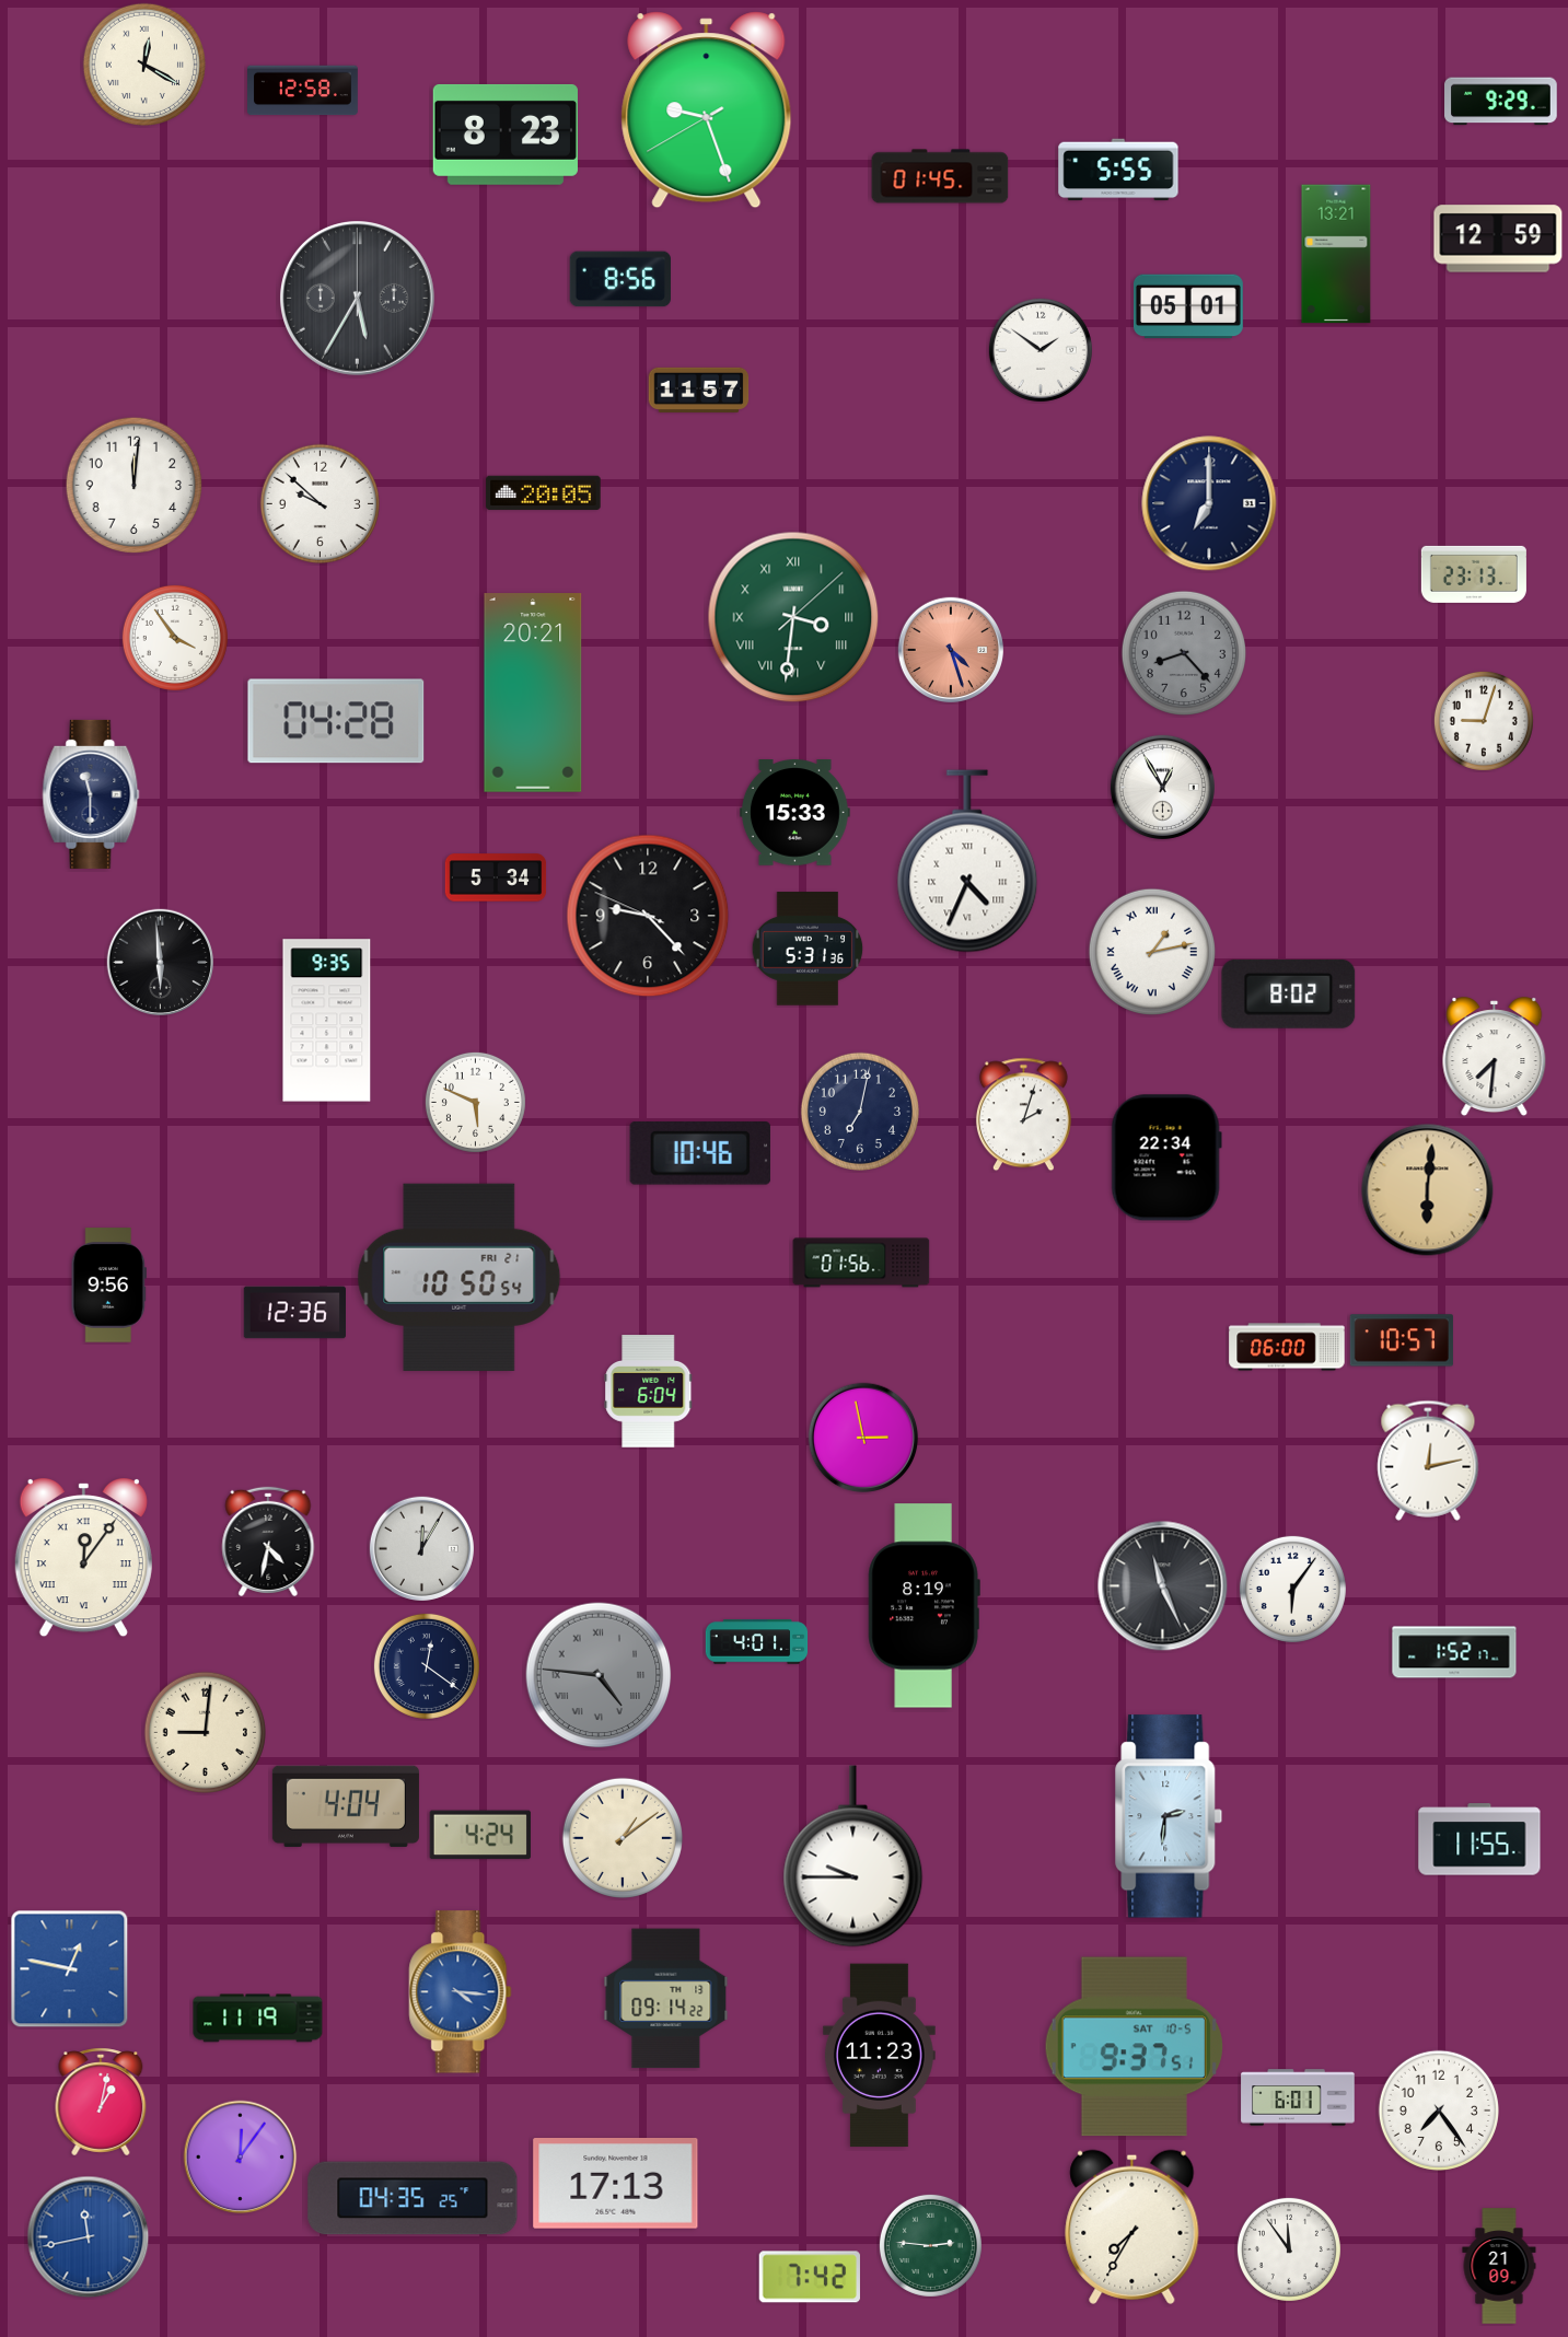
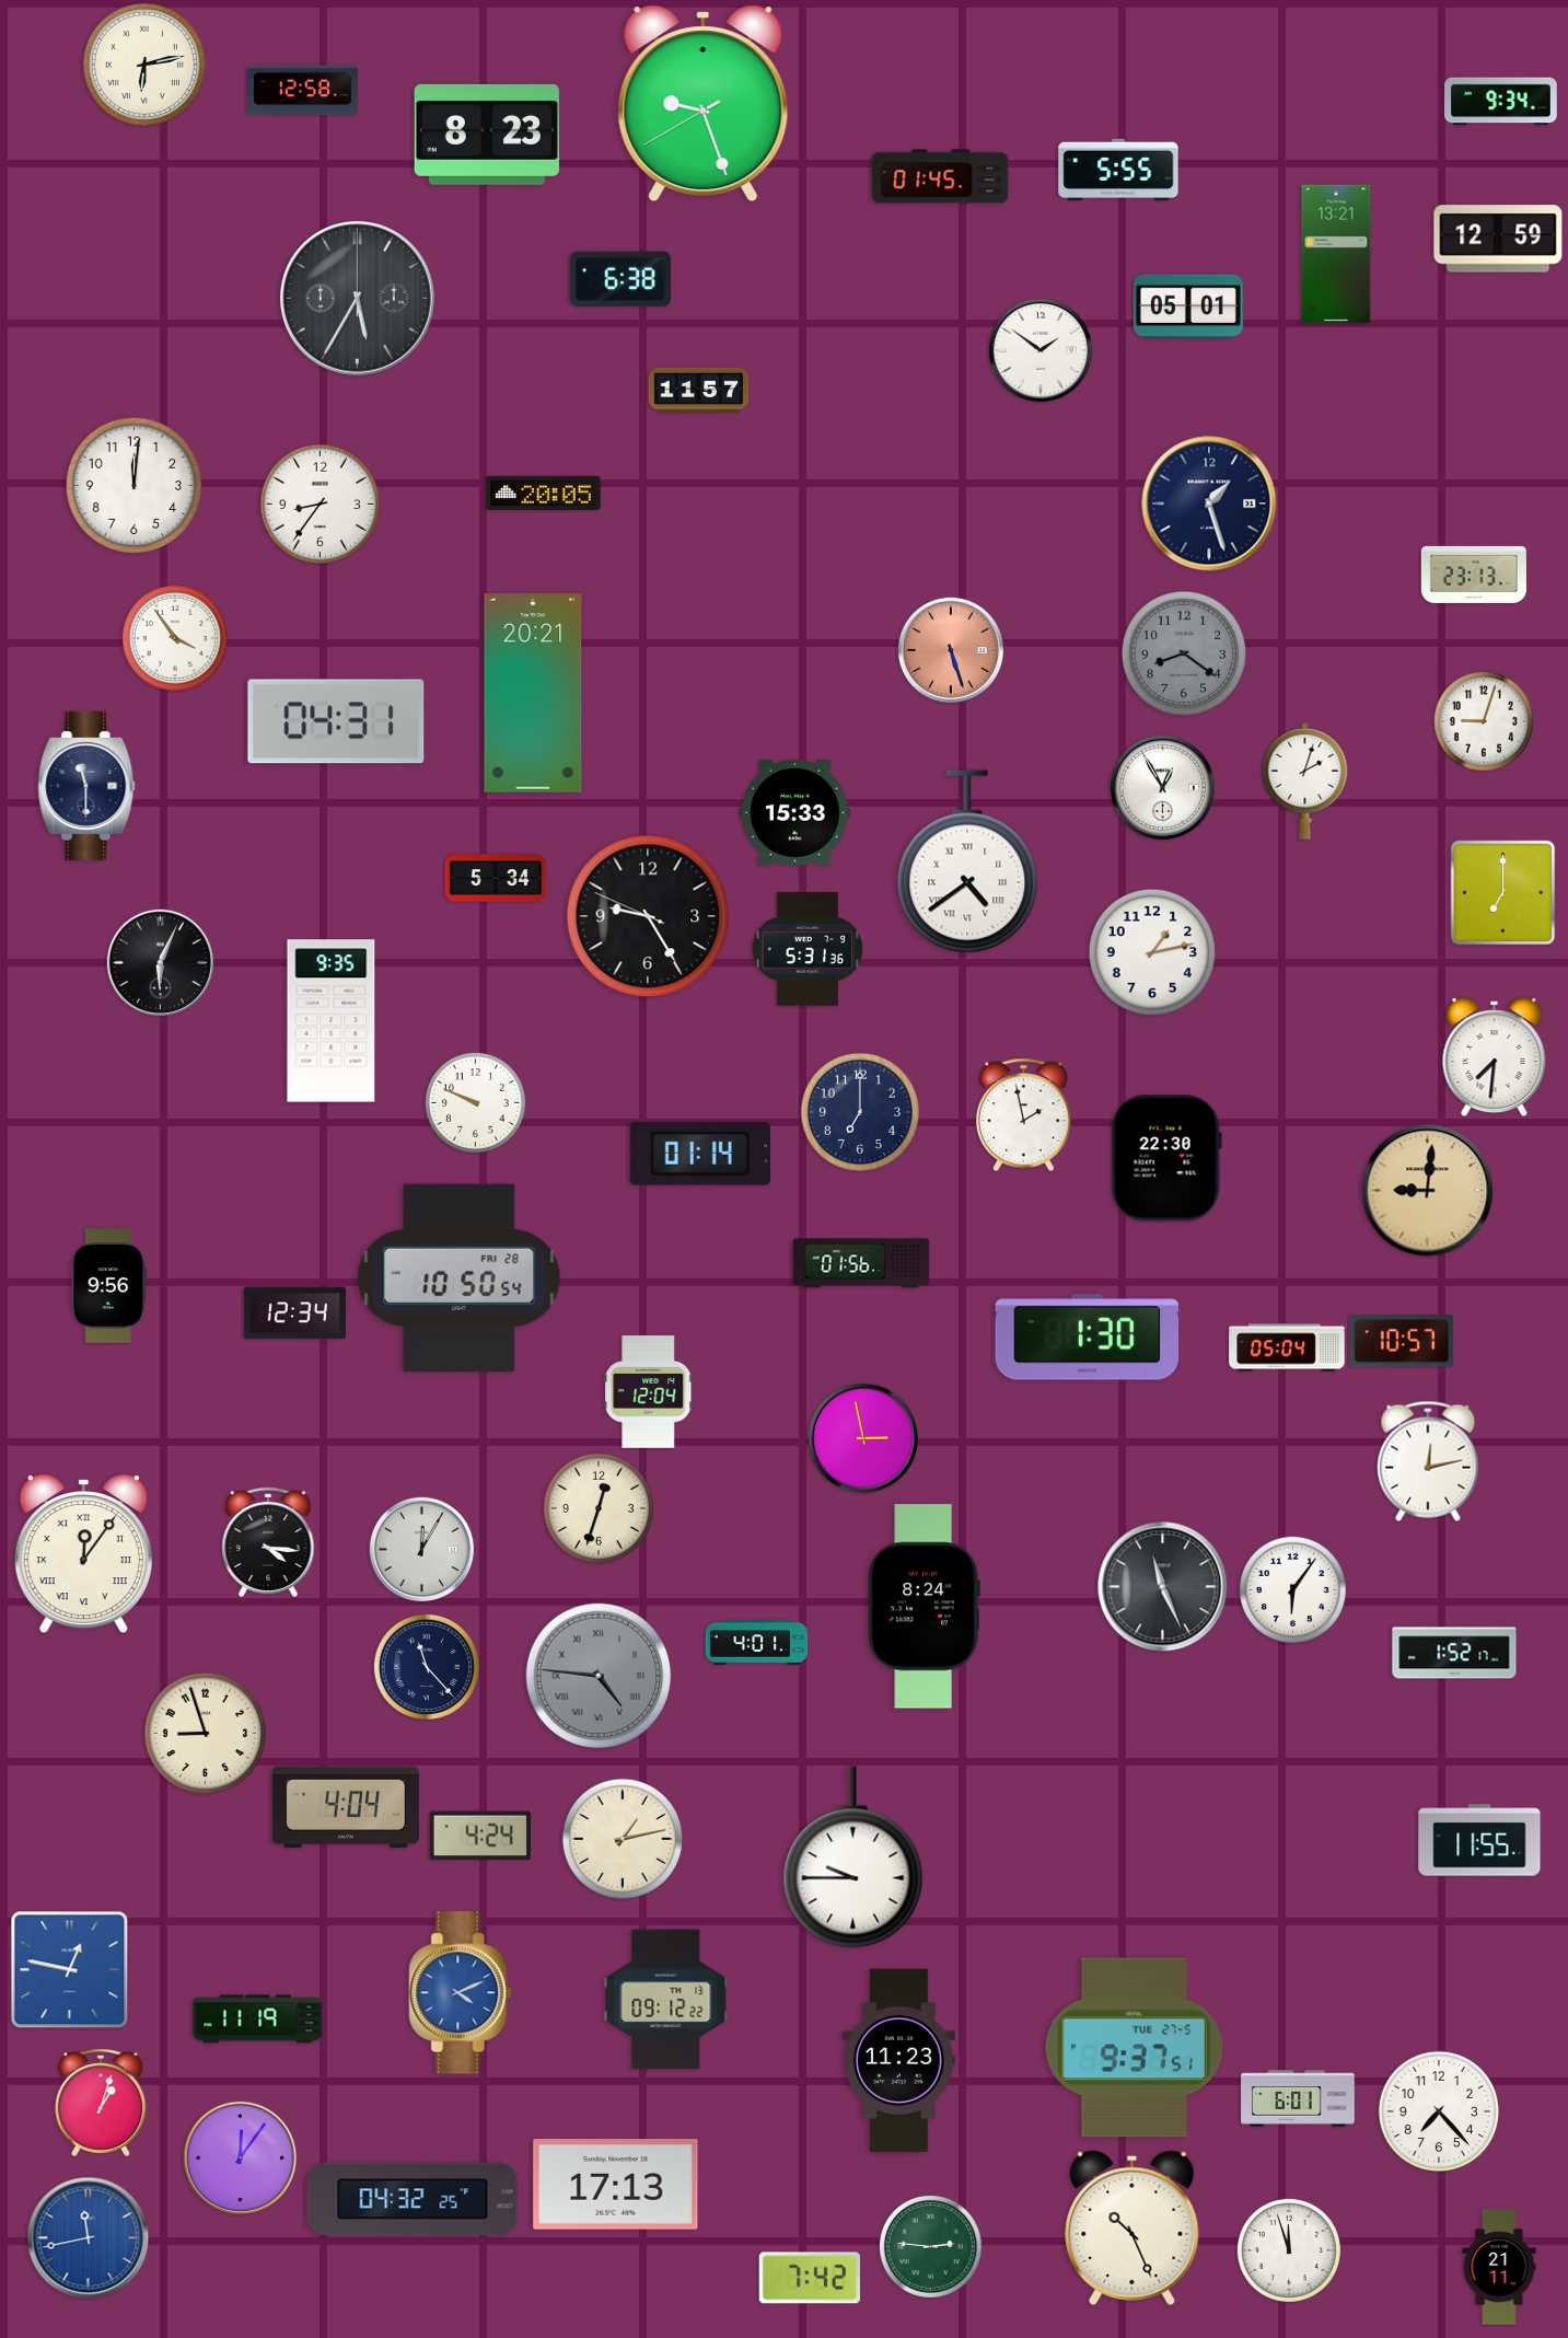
clock at (144, 65): 12:20 -> 6:13
clock at (1501, 102): 9:29 -> 9:34
clock at (707, 111) position: (707, 111) -> (704, 104)
clock at (506, 135) position: (506, 135) -> (487, 135)
clock at (619, 279): 8:56 -> 6:38
clock at (320, 503): 9:52 -> 8:36
clock at (1209, 503): 7:00 -> 1:27
clock at (793, 617): 3:31 -> none
clock at (950, 649): 4:27 -> 5:27
clock at (1183, 652): 8:23 -> 8:21
clock at (336, 721): 04:28 -> 04:31
clock at (1305, 780): none -> 2:03
clock at (91, 794) position: (91, 794) -> (86, 786)
clock at (967, 861): 4:34 -> 4:39
clock at (1503, 893): none -> 7:00
clock at (648, 916): 9:22 -> 9:24
clock at (1151, 951) numerals: Roman -> Arabic
clock at (160, 962): 5:59 -> 6:04
clock at (1289, 993): 8:02 -> none
clock at (327, 1021) position: (327, 1021) -> (332, 1021)
clock at (475, 1102): 5:49 -> 9:49
clock at (860, 1112): 7:02 -> 7:00
clock at (1023, 1115): 2:03 -> 1:58
clock at (699, 1153): 10:46 -> 01:14
clock at (1166, 1158): 22:34 -> 22:30
clock at (1428, 1190): 6:01 -> 9:01
clock at (460, 1277) date: FRI 21 -> FRI 28
clock at (294, 1313): 12:36 -> 12:34
clock at (1088, 1338): none -> 1:30
clock at (1287, 1347): 06:00 -> 05:04
clock at (649, 1392): 6:04 -> 12:04
clock at (599, 1508): none -> 12:33
clock at (268, 1542): 4:32 -> 4:16
clock at (83, 1558) position: (83, 1558) -> (83, 1554)
clock at (924, 1606): 8:19 -> 8:24
clock at (427, 1666): 12:21 -> 11:23
clock at (205, 1732): 9:01 -> 8:57
clock at (1169, 1816): 2:31 -> none
clock at (623, 1838): 1:09 -> 1:13
clock at (461, 1992): 4:16 -> 4:11
clock at (666, 1999): 09:14 -> 09:12
clock at (1134, 2047) date: SAT 10-5 -> TUE 27-5
clock at (879, 2056) position: (879, 2056) -> (898, 2061)
clock at (101, 2102): 1:02 -> 1:03
clock at (1439, 2111): 7:24 -> 7:23
clock at (413, 2198): 04:35 -> 04:32
clock at (1133, 2226): 7:35 -> 10:26
clock at (1289, 2249): 11:54 -> 11:57
clock at (1499, 2266): 21:09 -> 21:11
